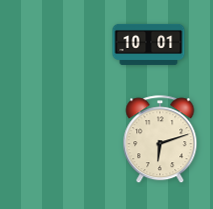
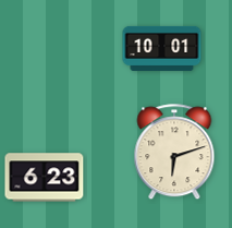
clock at (45, 178): none -> 6:23
